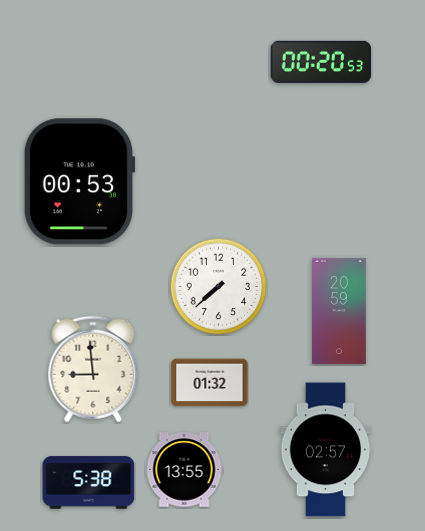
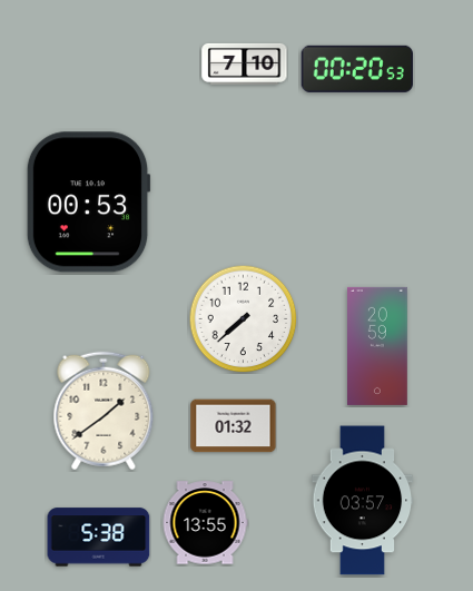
clock at (245, 63): none -> 7:10
clock at (93, 369): 8:59 -> 1:39
clock at (326, 450): 02:57 -> 03:57
